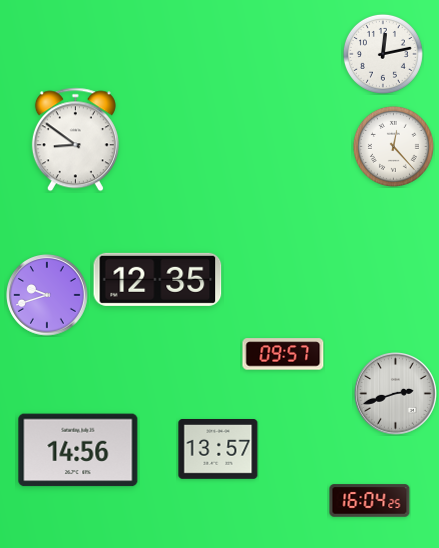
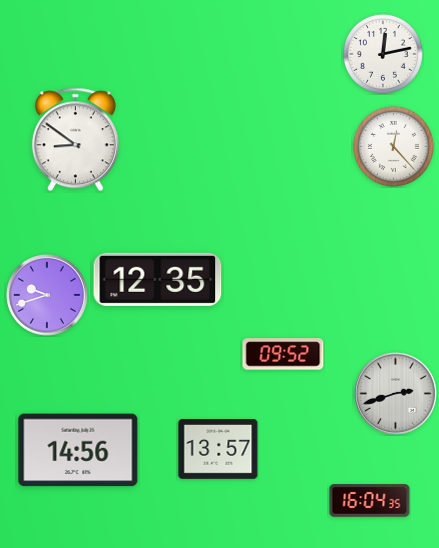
clock at (283, 354): 09:57 -> 09:52
clock at (370, 501): 16:04:25 -> 16:04:35
